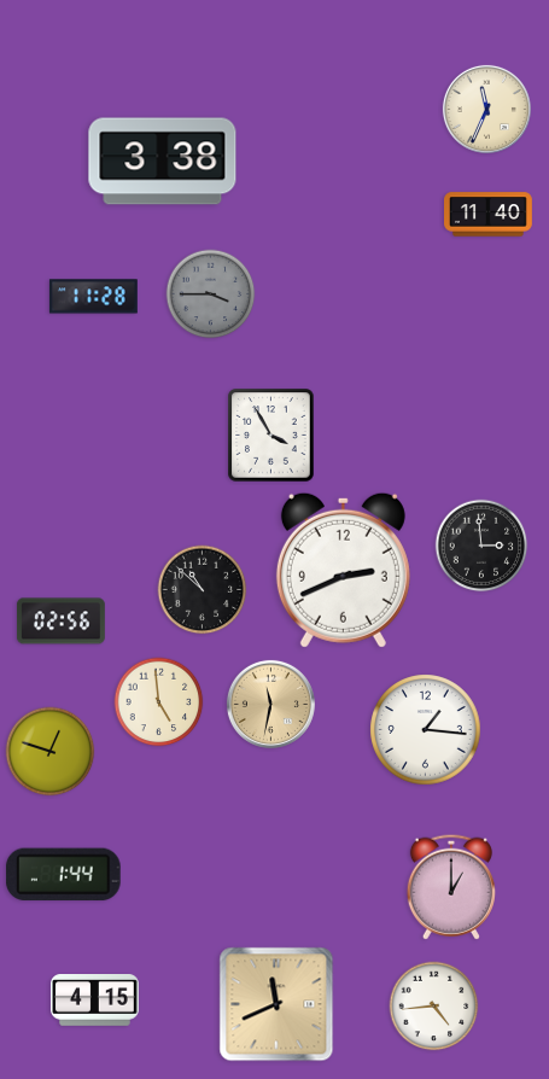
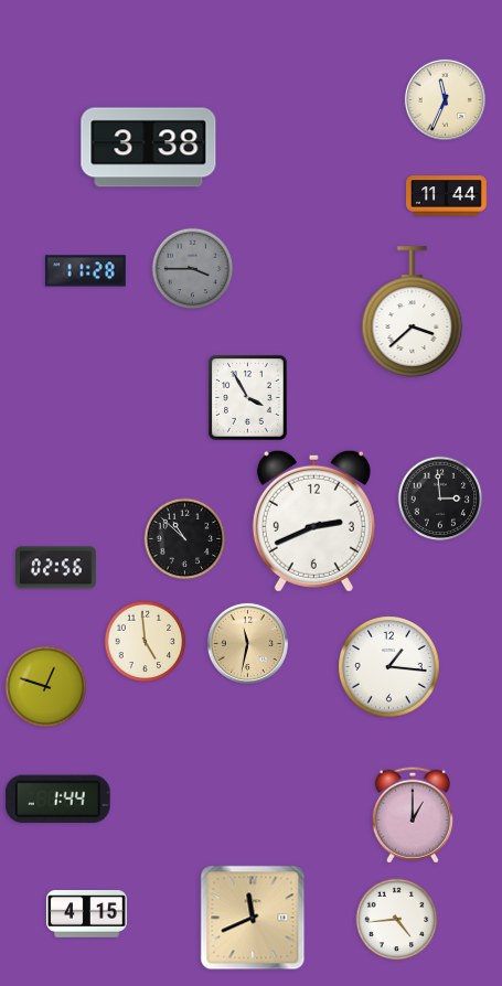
clock at (489, 215): 11:40 -> 11:44
clock at (413, 312): none -> 3:38
clock at (451, 887) position: (451, 887) -> (413, 815)
